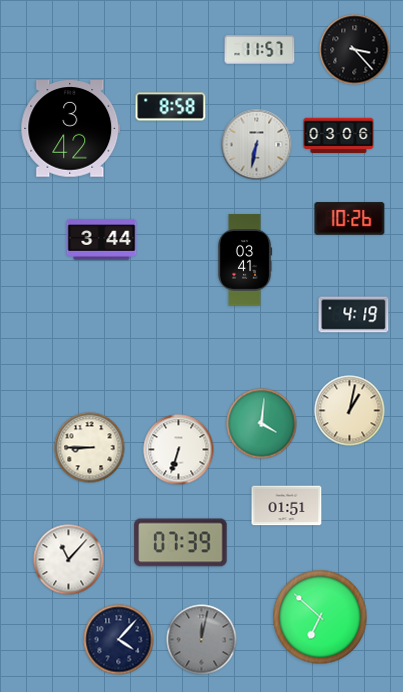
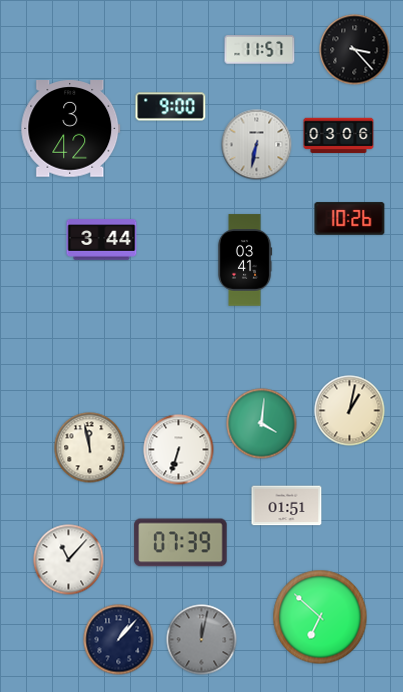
clock at (171, 107): 8:58 -> 9:00
clock at (354, 315): 4:19 -> none
clock at (90, 448): 8:45 -> 11:58
clock at (119, 640): 4:07 -> 1:07
